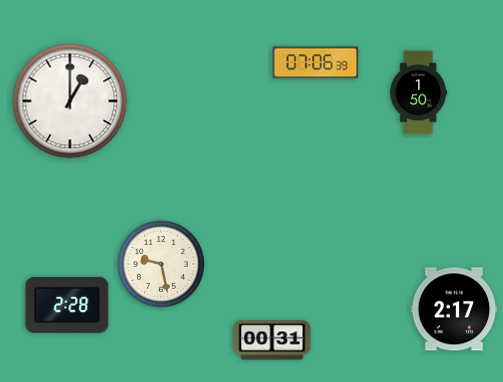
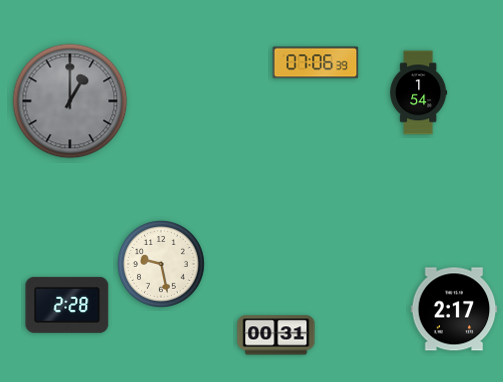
clock at (419, 93): 1:50 -> 1:54
clock at (70, 101) dial: white -> grey
clock at (272, 340) position: (272, 340) -> (276, 335)
